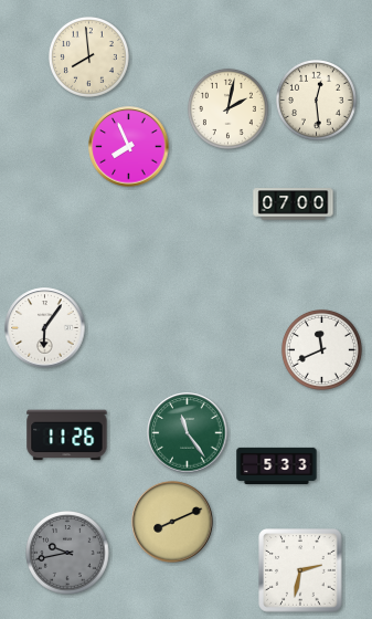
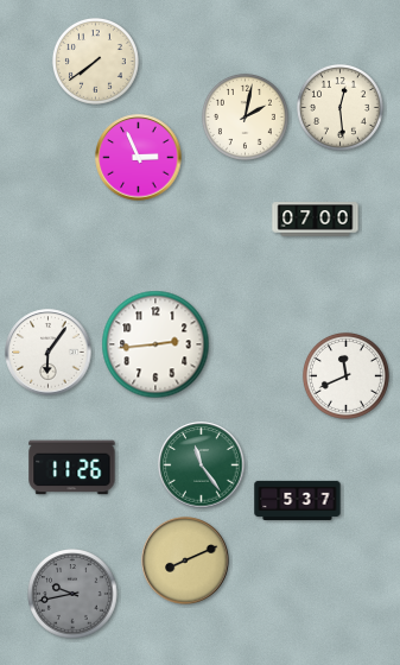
clock at (88, 56): 7:59 -> 7:39
clock at (129, 147): 7:56 -> 2:56
clock at (155, 344): none -> 2:44
clock at (277, 466): 5:33 -> 5:37
clock at (300, 570): 2:32 -> none
